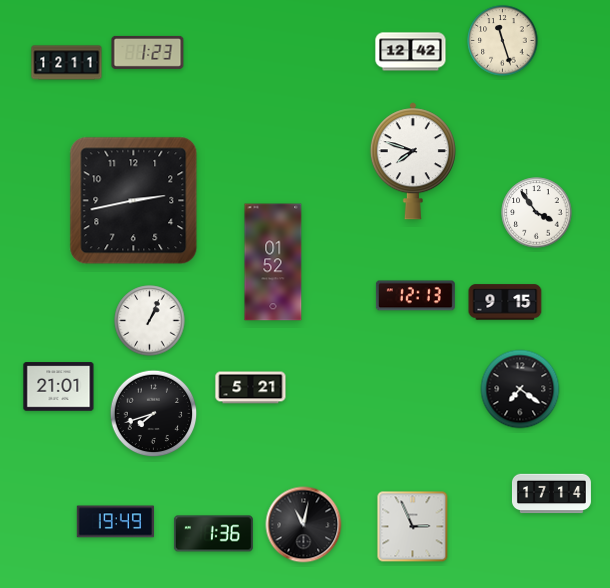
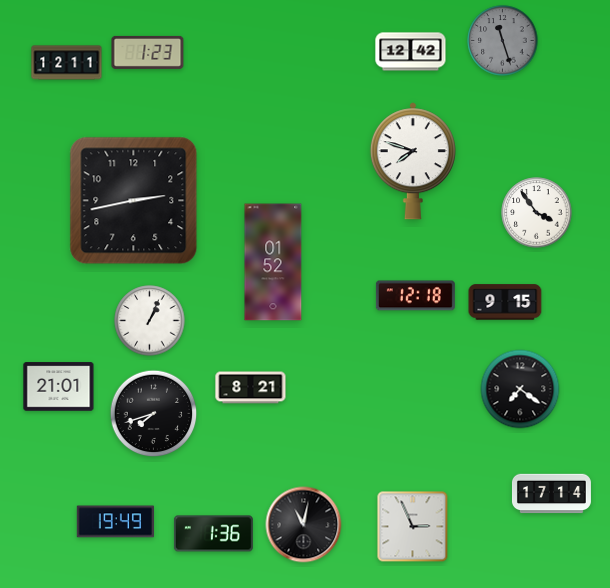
clock at (503, 41) dial: cream -> grey
clock at (415, 296): 12:13 -> 12:18
clock at (251, 388): 5:21 -> 8:21
